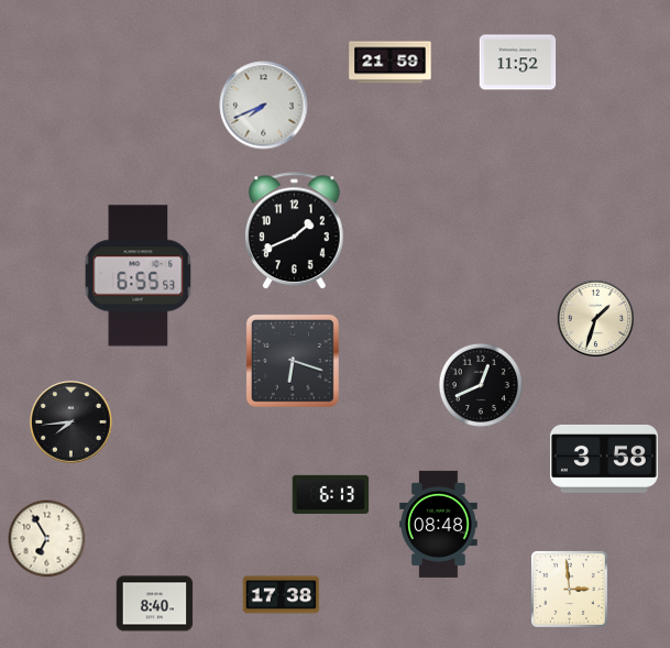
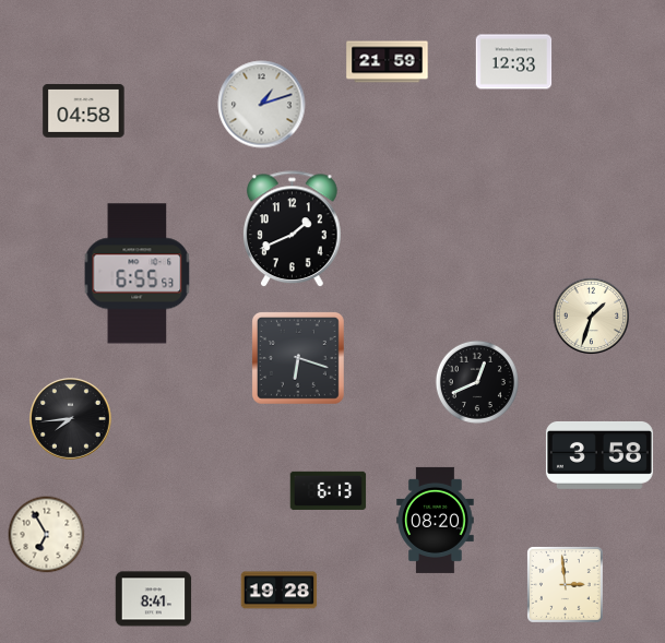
clock at (518, 63): 11:52 -> 12:33
clock at (264, 106): 7:41 -> 1:12
clock at (84, 111): none -> 04:58
clock at (293, 361) position: (293, 361) -> (298, 358)
clock at (439, 524): 08:48 -> 08:20
clock at (282, 595): 17:38 -> 19:28
clock at (155, 604): 8:40 -> 8:41
